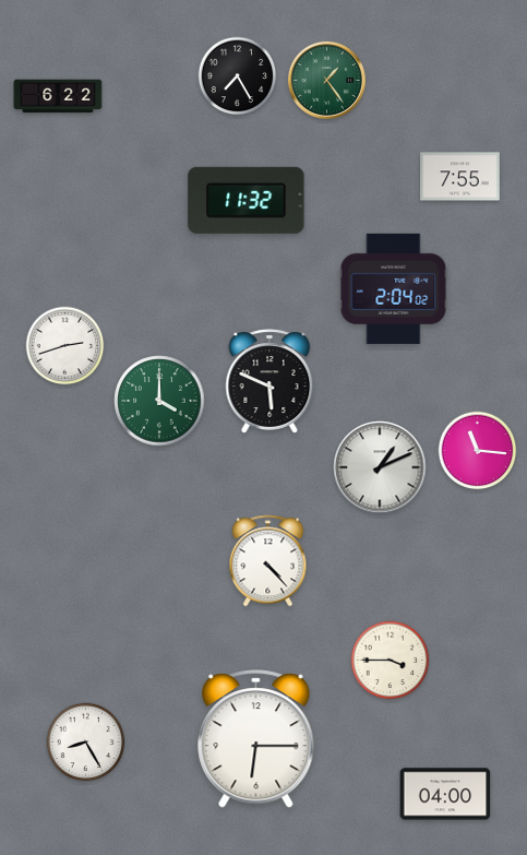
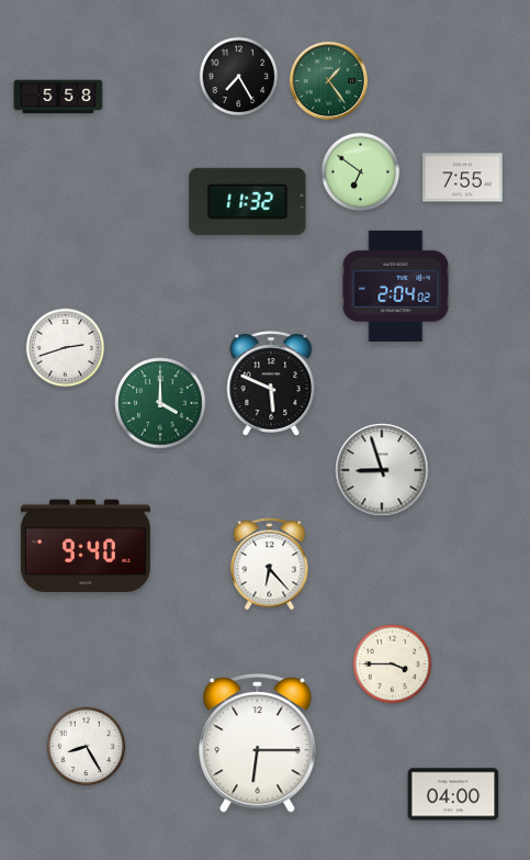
clock at (58, 96): 6:22 -> 5:58
clock at (361, 172): none -> 6:51
clock at (394, 288) position: (394, 288) -> (396, 286)
clock at (478, 451): 11:16 -> none
clock at (380, 467): 1:11 -> 8:57
clock at (86, 546): none -> 9:40
clock at (268, 561): 4:23 -> 6:23
clock at (445, 794) position: (445, 794) -> (453, 794)
